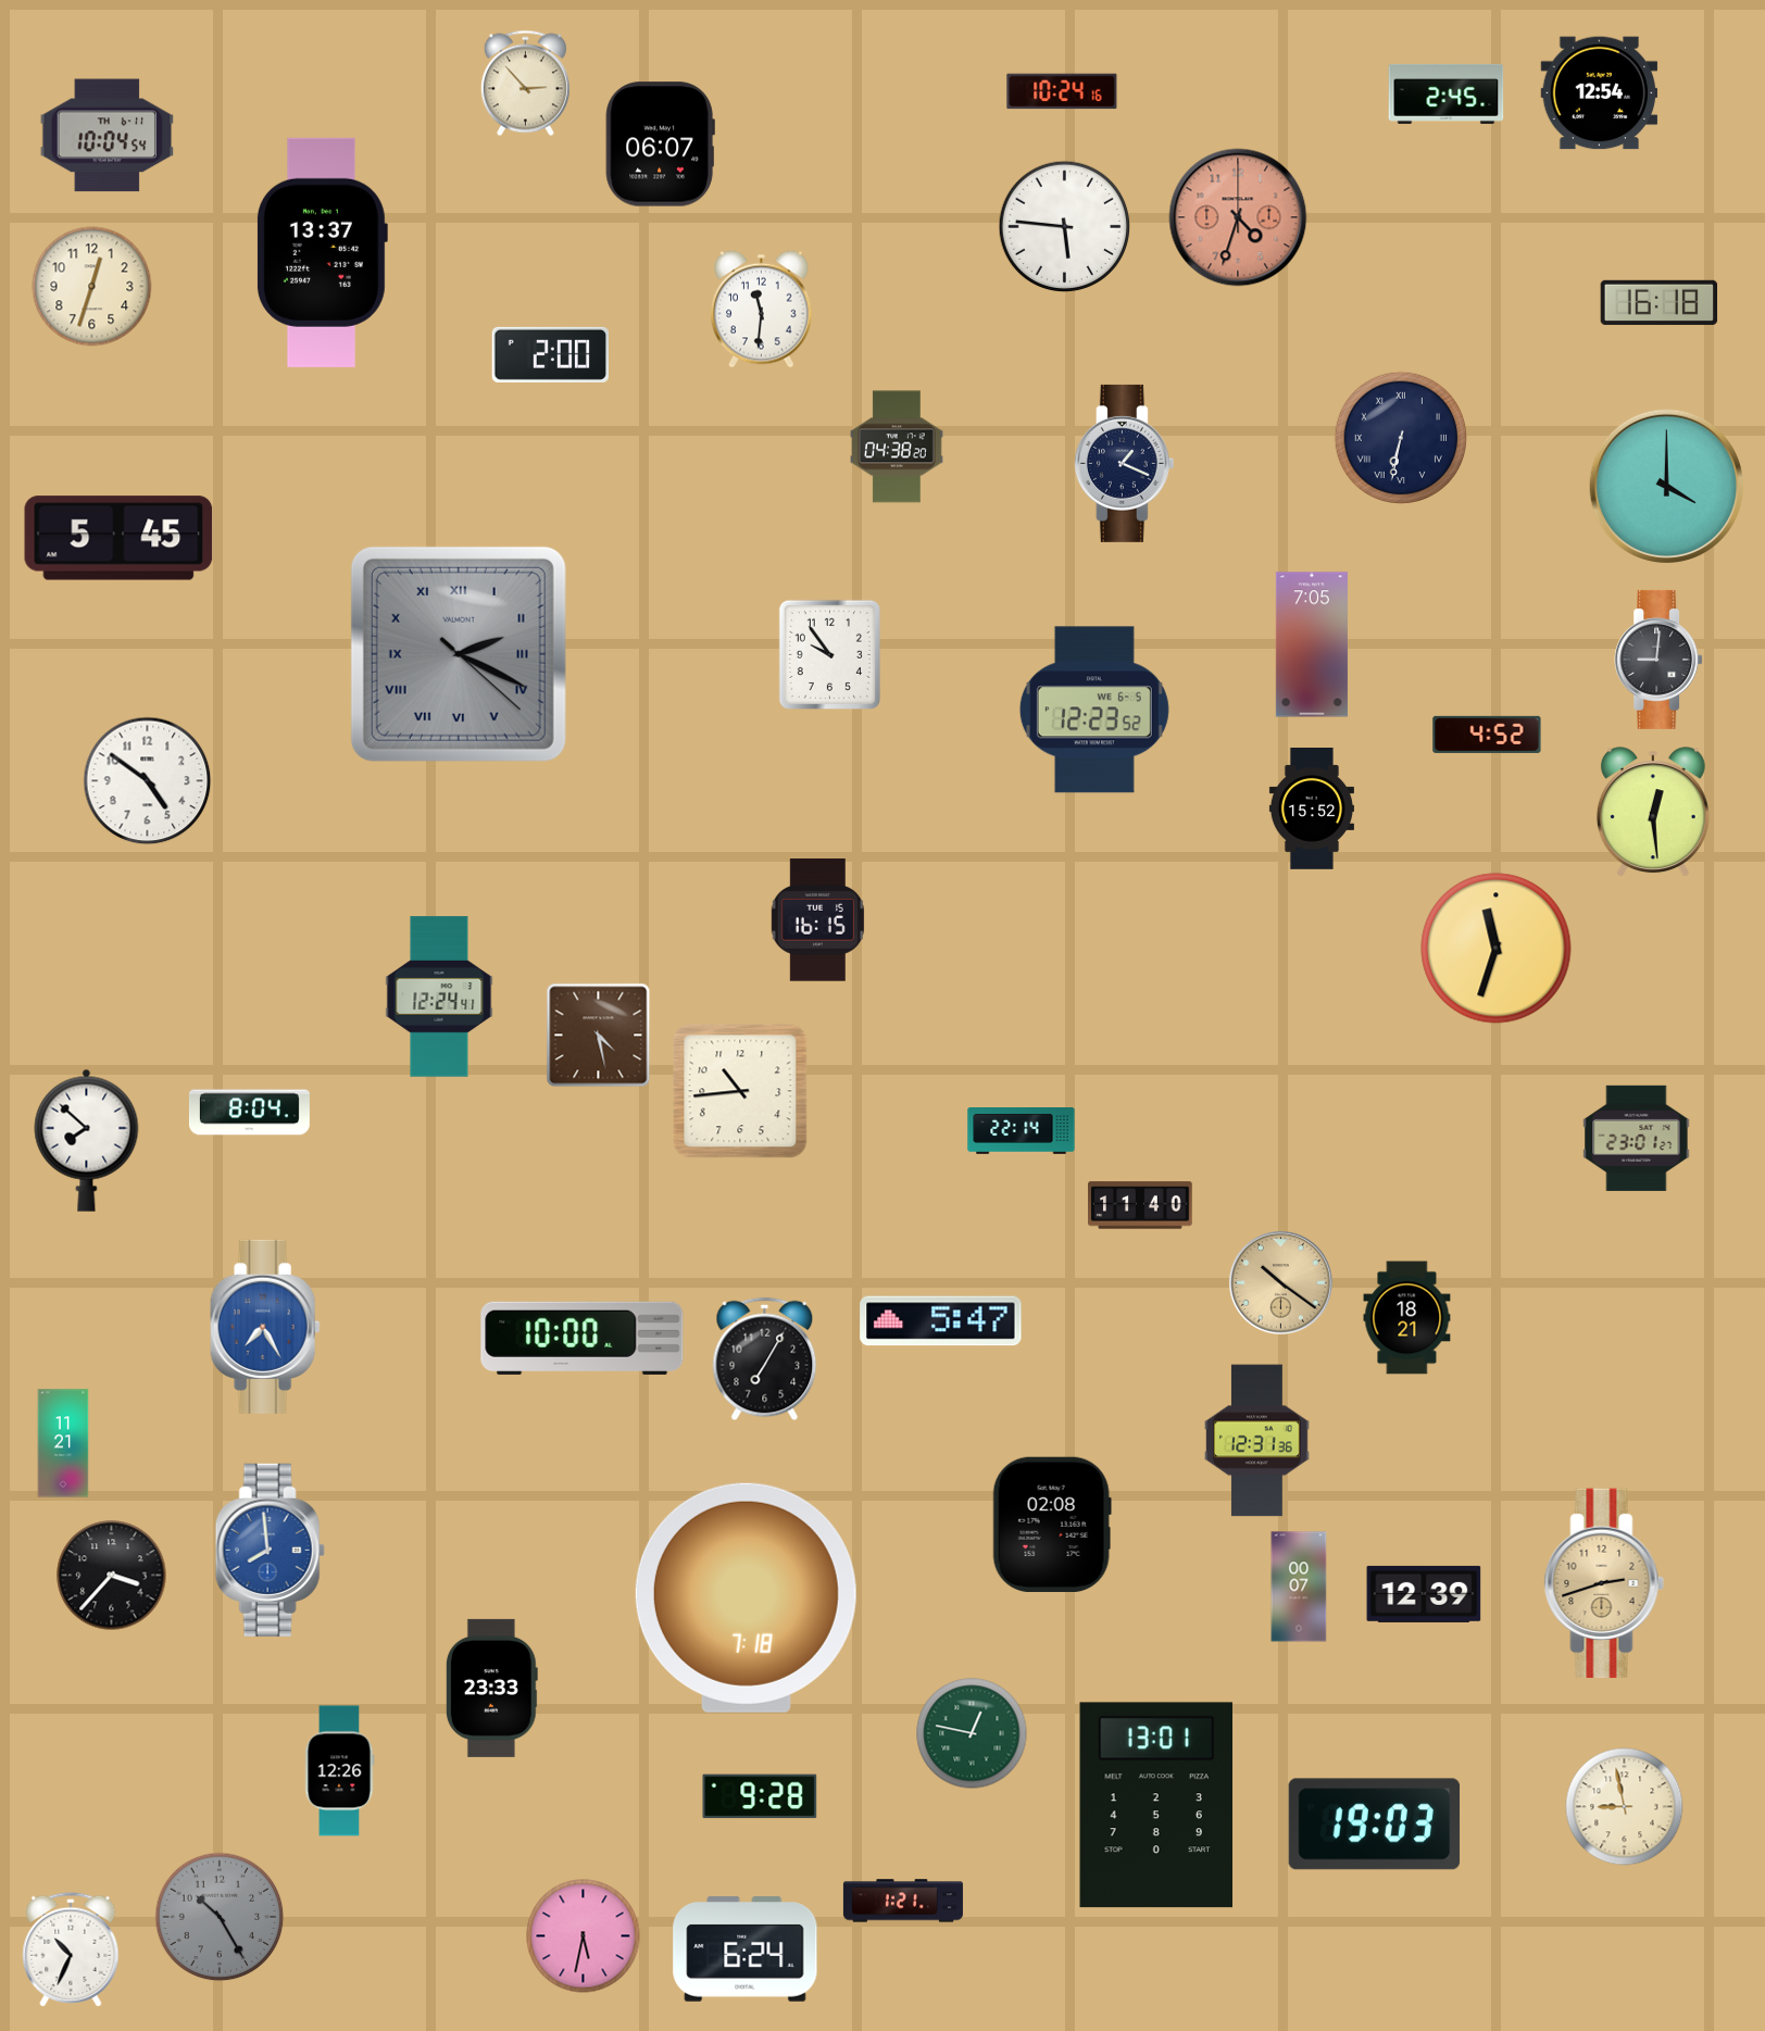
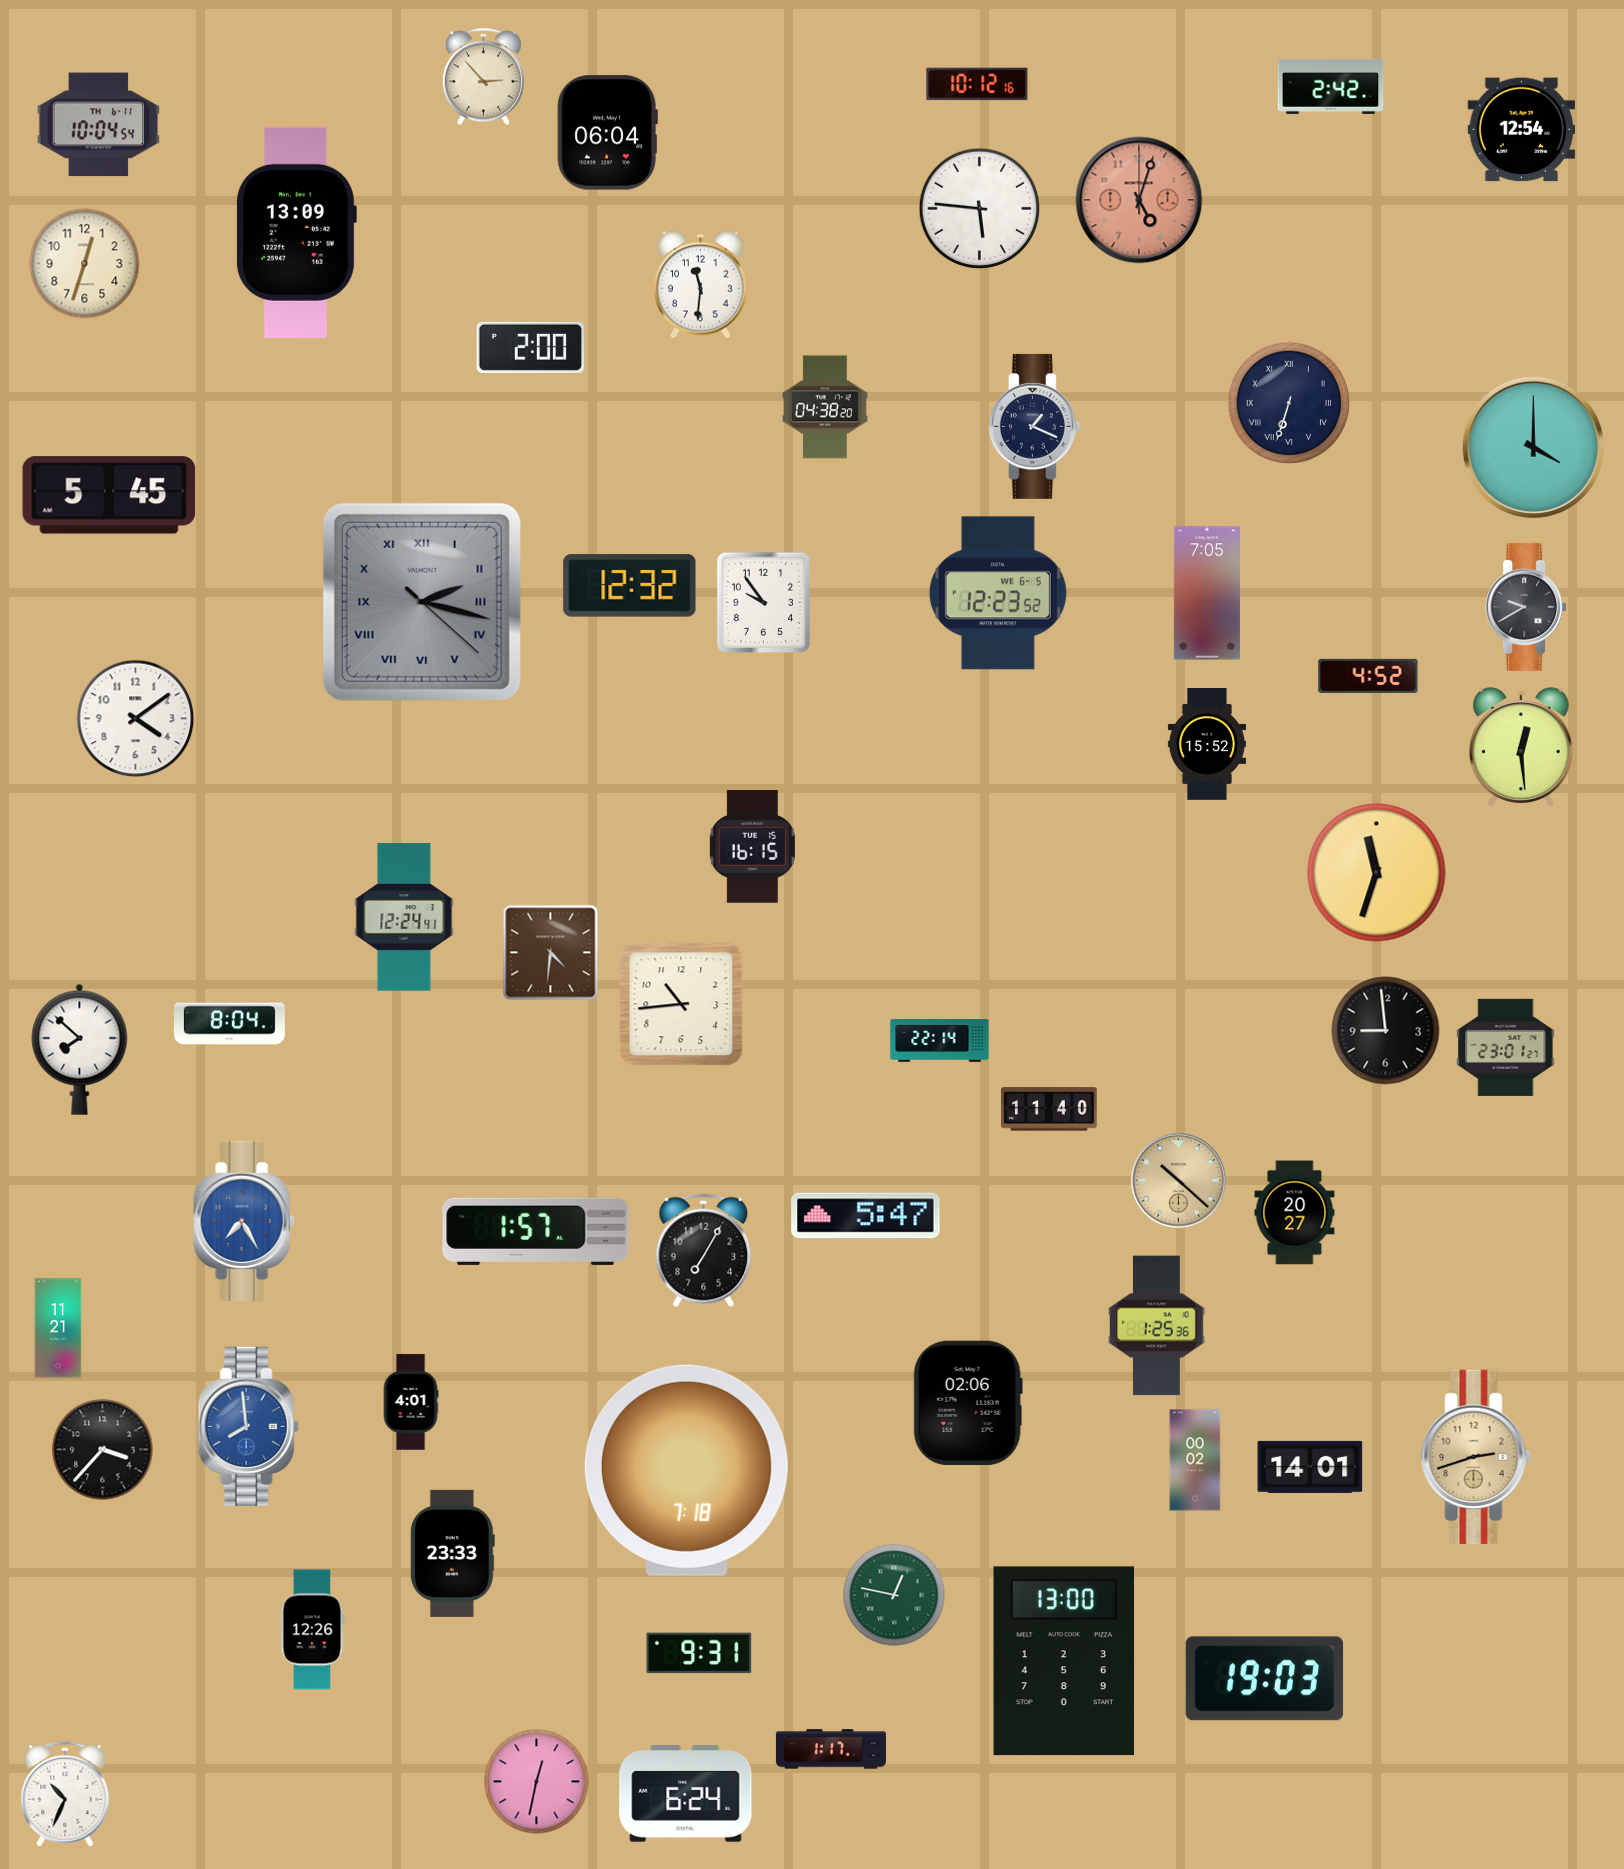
clock at (1062, 91): 10:24 -> 10:12
clock at (1447, 93): 2:45 -> 2:42
clock at (1600, 93) position: (1600, 93) -> (1522, 130)
clock at (660, 145): 06:07 -> 06:04
clock at (1238, 217): 4:33 -> 5:03
clock at (322, 252): 13:37 -> 13:09
clock at (1660, 302): 16:18 -> none
clock at (551, 354) position: (551, 354) -> (531, 347)
clock at (1400, 437): 6:32 -> 6:33
clock at (898, 447) position: (898, 447) -> (826, 407)
clock at (630, 586): none -> 12:32
clock at (459, 654): 2:19 -> 2:17
clock at (1658, 660): 9:01 -> 9:40
clock at (1094, 710) position: (1094, 710) -> (998, 593)
clock at (148, 781): 4:51 -> 4:09
clock at (599, 1036): 4:28 -> 4:31
clock at (1386, 1031): none -> 8:59
clock at (1280, 1282): 10:21 -> 10:22
clock at (1407, 1318): 18:21 -> 20:27
clock at (583, 1338): 10:00 -> 1:57
clock at (1257, 1441): 12:31 -> 1:25
clock at (411, 1402): none -> 4:01
clock at (1052, 1524): 02:08 -> 02:06
clock at (1299, 1587): 00:07 -> 00:02
clock at (1424, 1594): 12:39 -> 14:01
clock at (760, 1796): 9:28 -> 9:31
clock at (1156, 1805): 13:01 -> 13:00
clock at (1625, 1807): 8:58 -> none
clock at (903, 1901): 1:21 -> 1:17
clock at (220, 1917): 10:25 -> none
clock at (584, 1936): 5:32 -> 12:32
